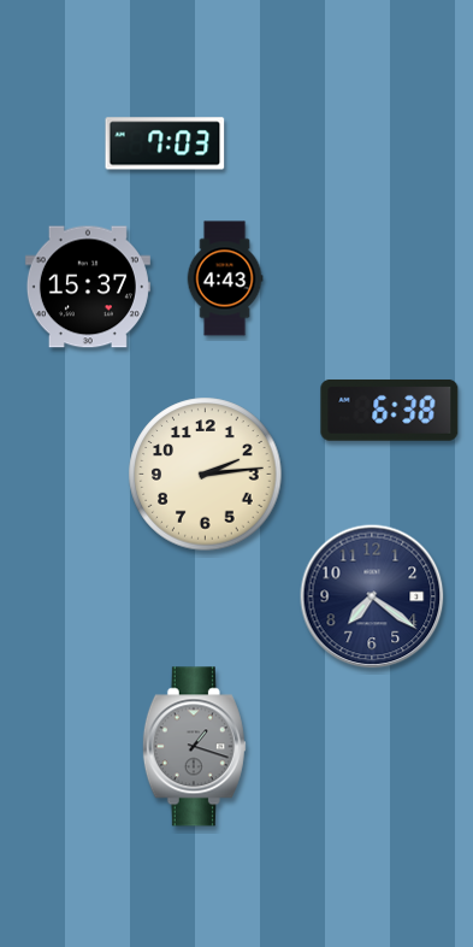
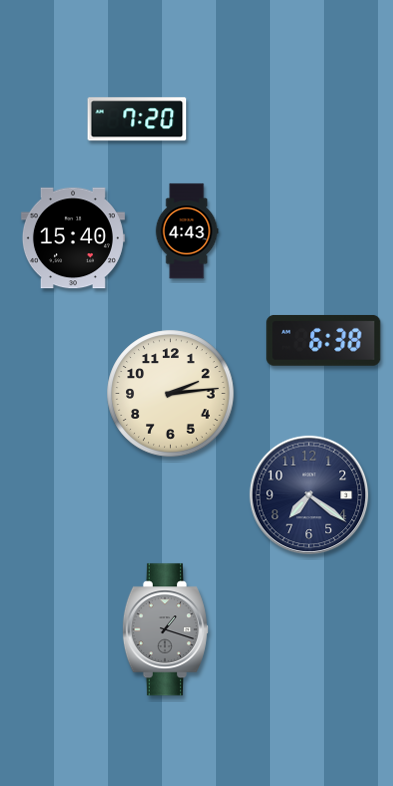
clock at (165, 143): 7:03 -> 7:20
clock at (88, 287): 15:37 -> 15:40
clock at (194, 747) position: (194, 747) -> (165, 630)
